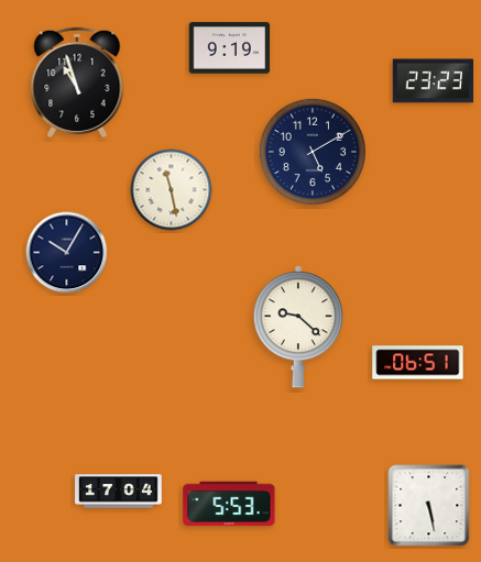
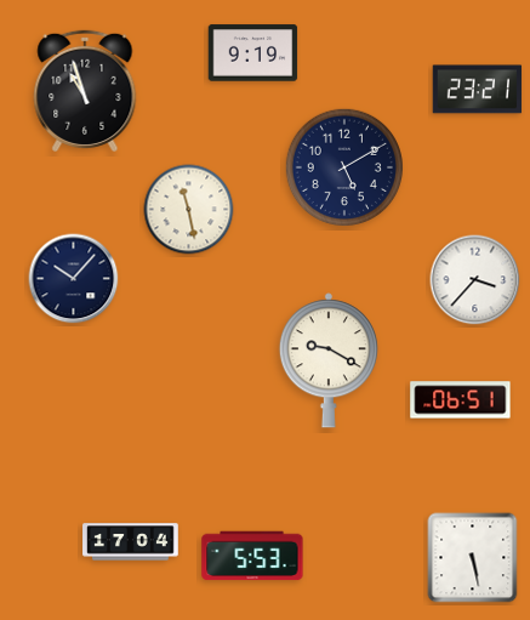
clock at (434, 81): 23:23 -> 23:21
clock at (67, 253): 10:05 -> 10:07
clock at (475, 280): none -> 3:37
clock at (298, 327): 9:22 -> 9:20
